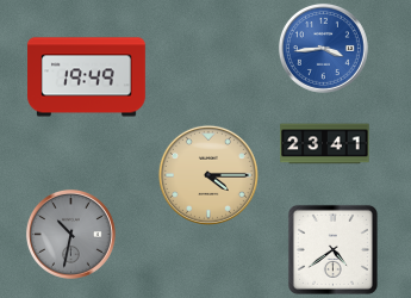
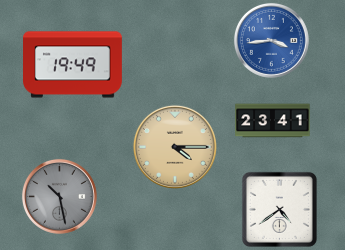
clock at (70, 234): 10:32 -> 10:28
